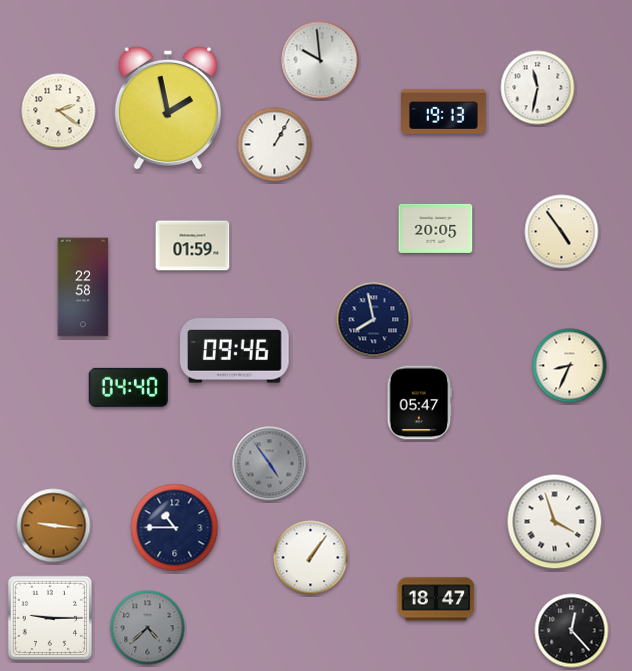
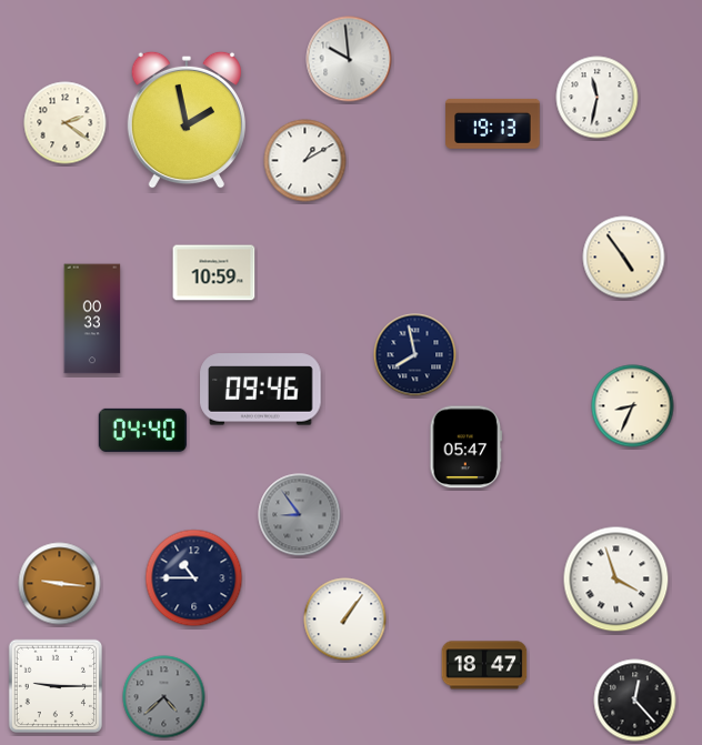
clock at (320, 60) position: (320, 60) -> (349, 59)
clock at (275, 145): 1:05 -> 1:10
clock at (436, 228): 20:05 -> none
clock at (193, 246): 01:59 -> 10:59
clock at (83, 287): 22:58 -> 00:33
clock at (270, 464): 4:54 -> 8:54
clock at (175, 528) position: (175, 528) -> (194, 578)
